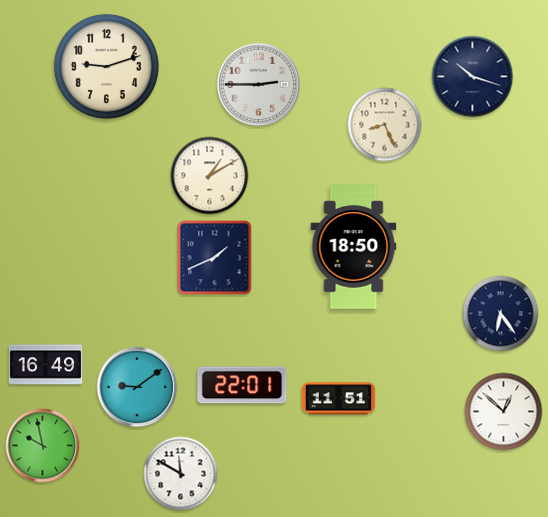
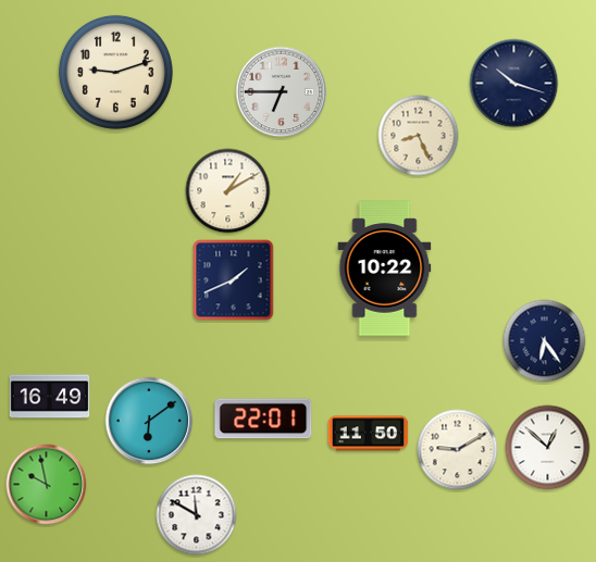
clock at (259, 85): 2:45 -> 6:45
clock at (354, 247): 18:50 -> 10:22
clock at (137, 387): 9:09 -> 6:09
clock at (339, 399): 11:51 -> 11:50
clock at (458, 450): none -> 9:10
